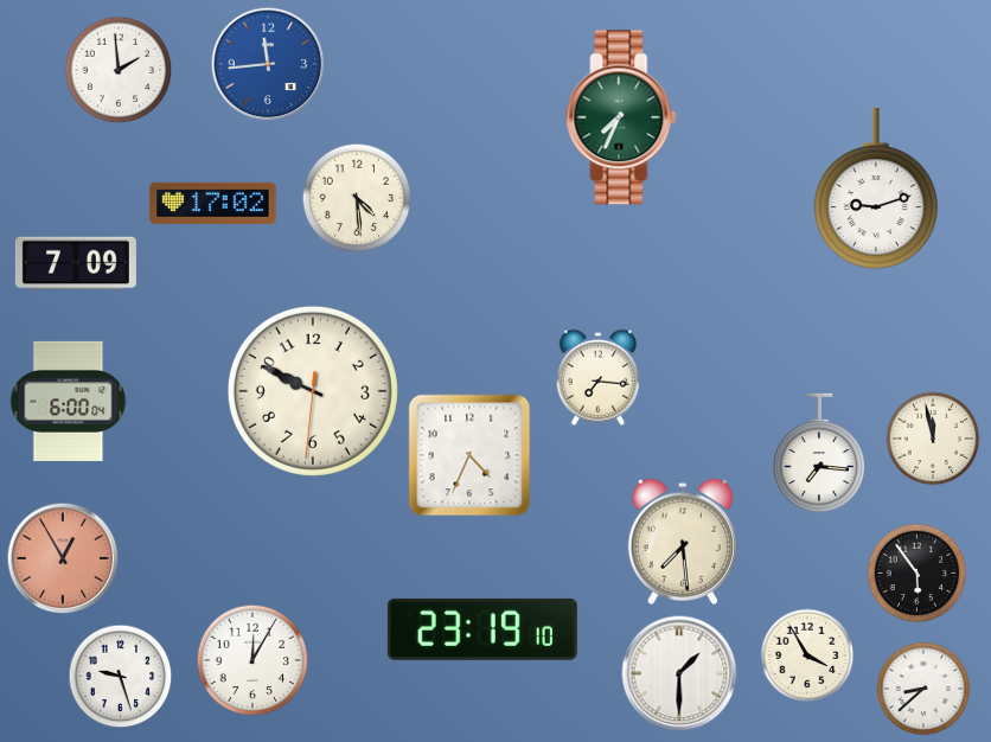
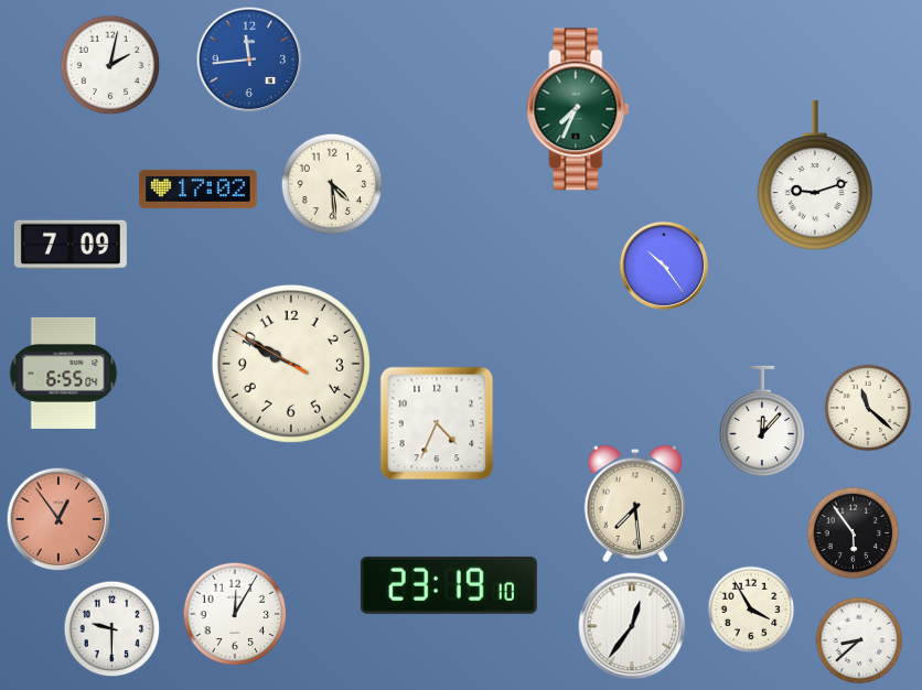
clock at (119, 70): 1:59 -> 2:02
clock at (664, 266): none -> 10:24
clock at (597, 377): 7:16 -> none
clock at (313, 391): 9:49:31 -> 9:49:50
clock at (69, 401): 6:00 -> 6:55
clock at (933, 439): 11:58 -> 11:22
clock at (818, 453): 7:16 -> 12:07
clock at (63, 558): 12:55 -> 12:54
clock at (679, 673): 1:30 -> 12:36
clock at (121, 677): 9:27 -> 9:30
